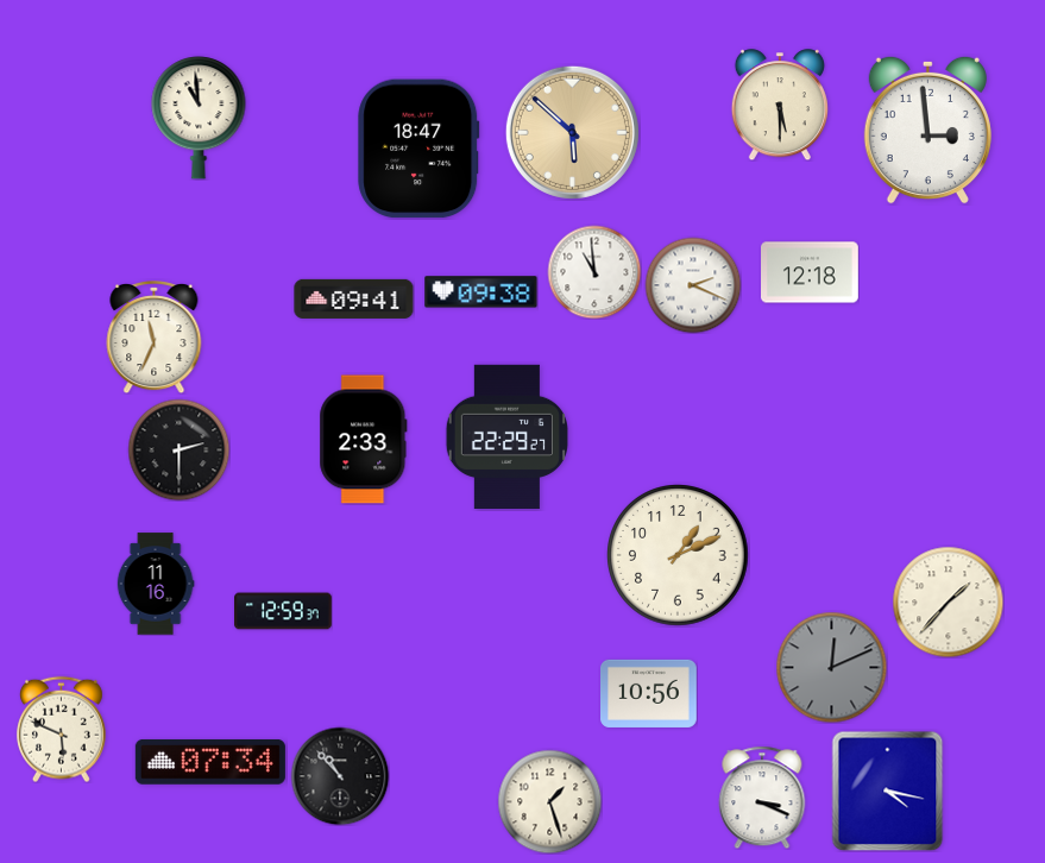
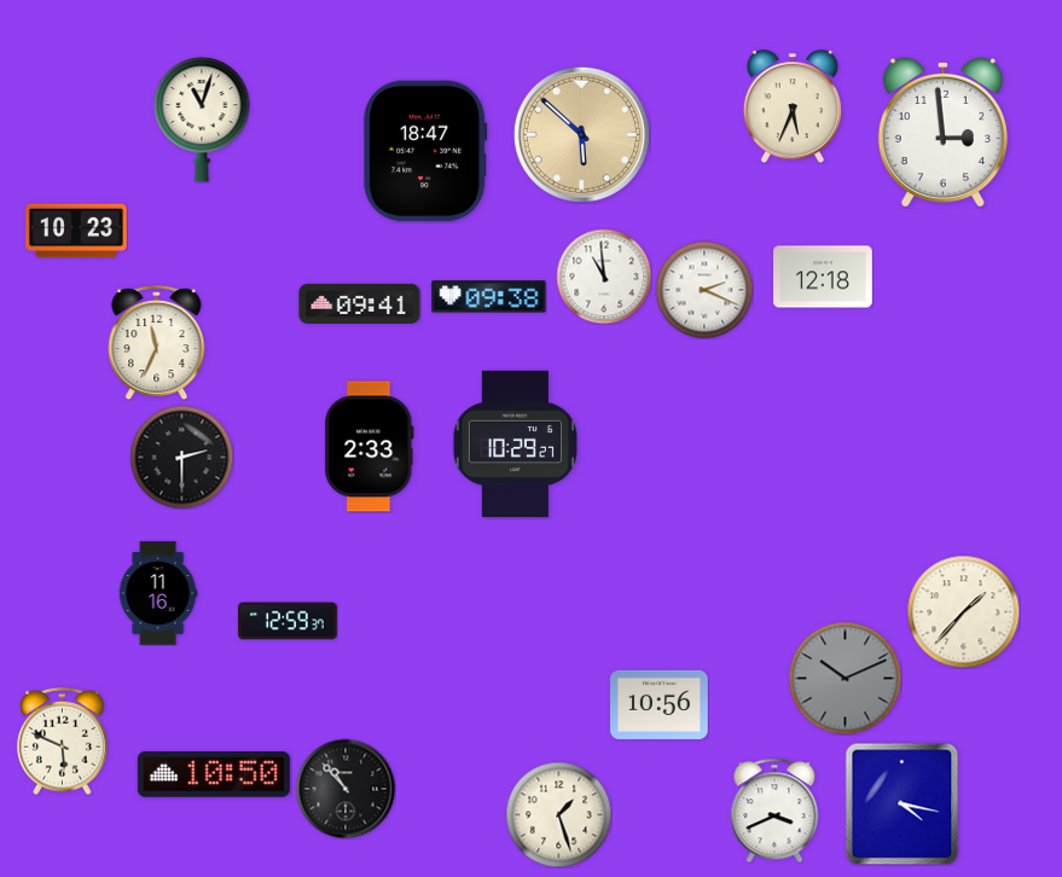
clock at (780, 105): 5:30 -> 5:34
clock at (199, 118): 10:59 -> 11:03
clock at (76, 231): none -> 10:23
clock at (506, 437): 22:29 -> 10:29
clock at (679, 556): 1:11 -> none
clock at (831, 667): 12:11 -> 10:11
clock at (210, 762): 07:34 -> 10:50
clock at (762, 798): 3:19 -> 3:41
